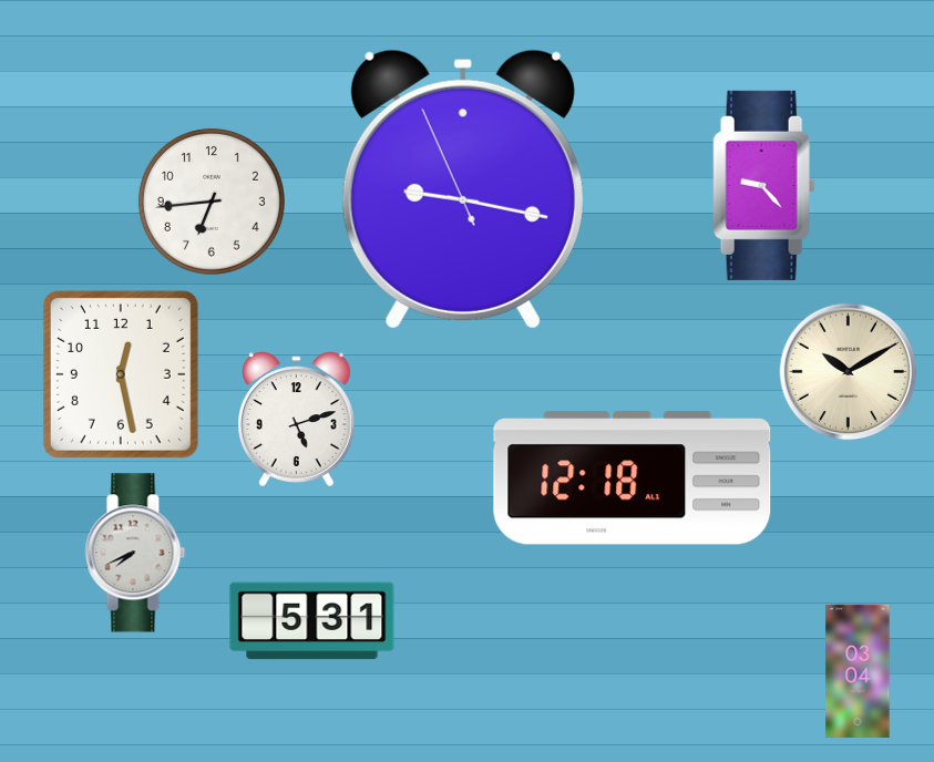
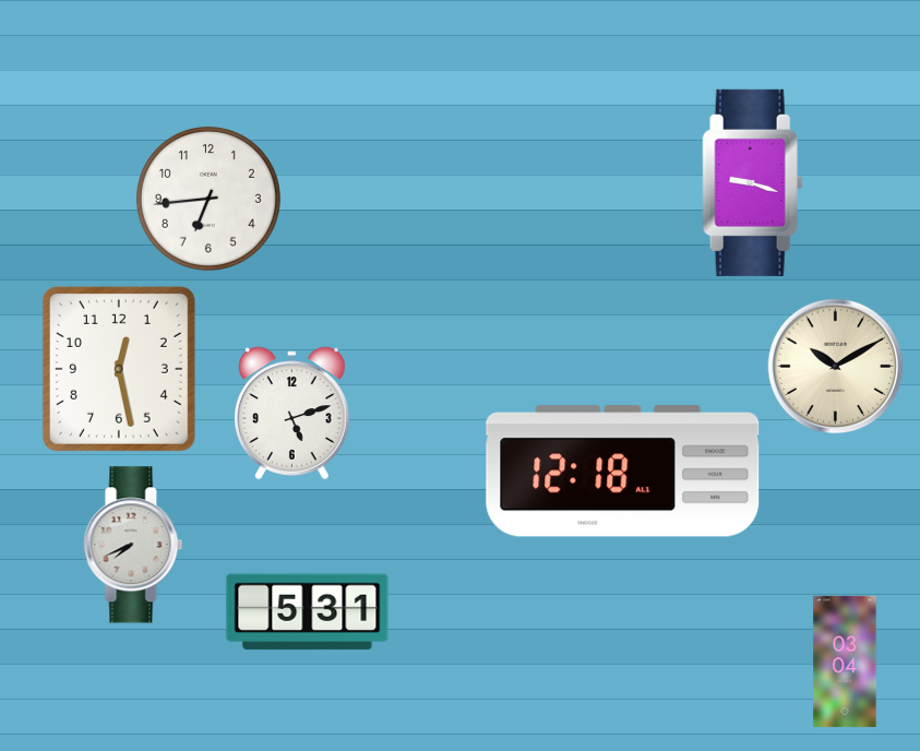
clock at (764, 185): 9:23 -> 9:18
clock at (463, 189): 9:16 -> none
